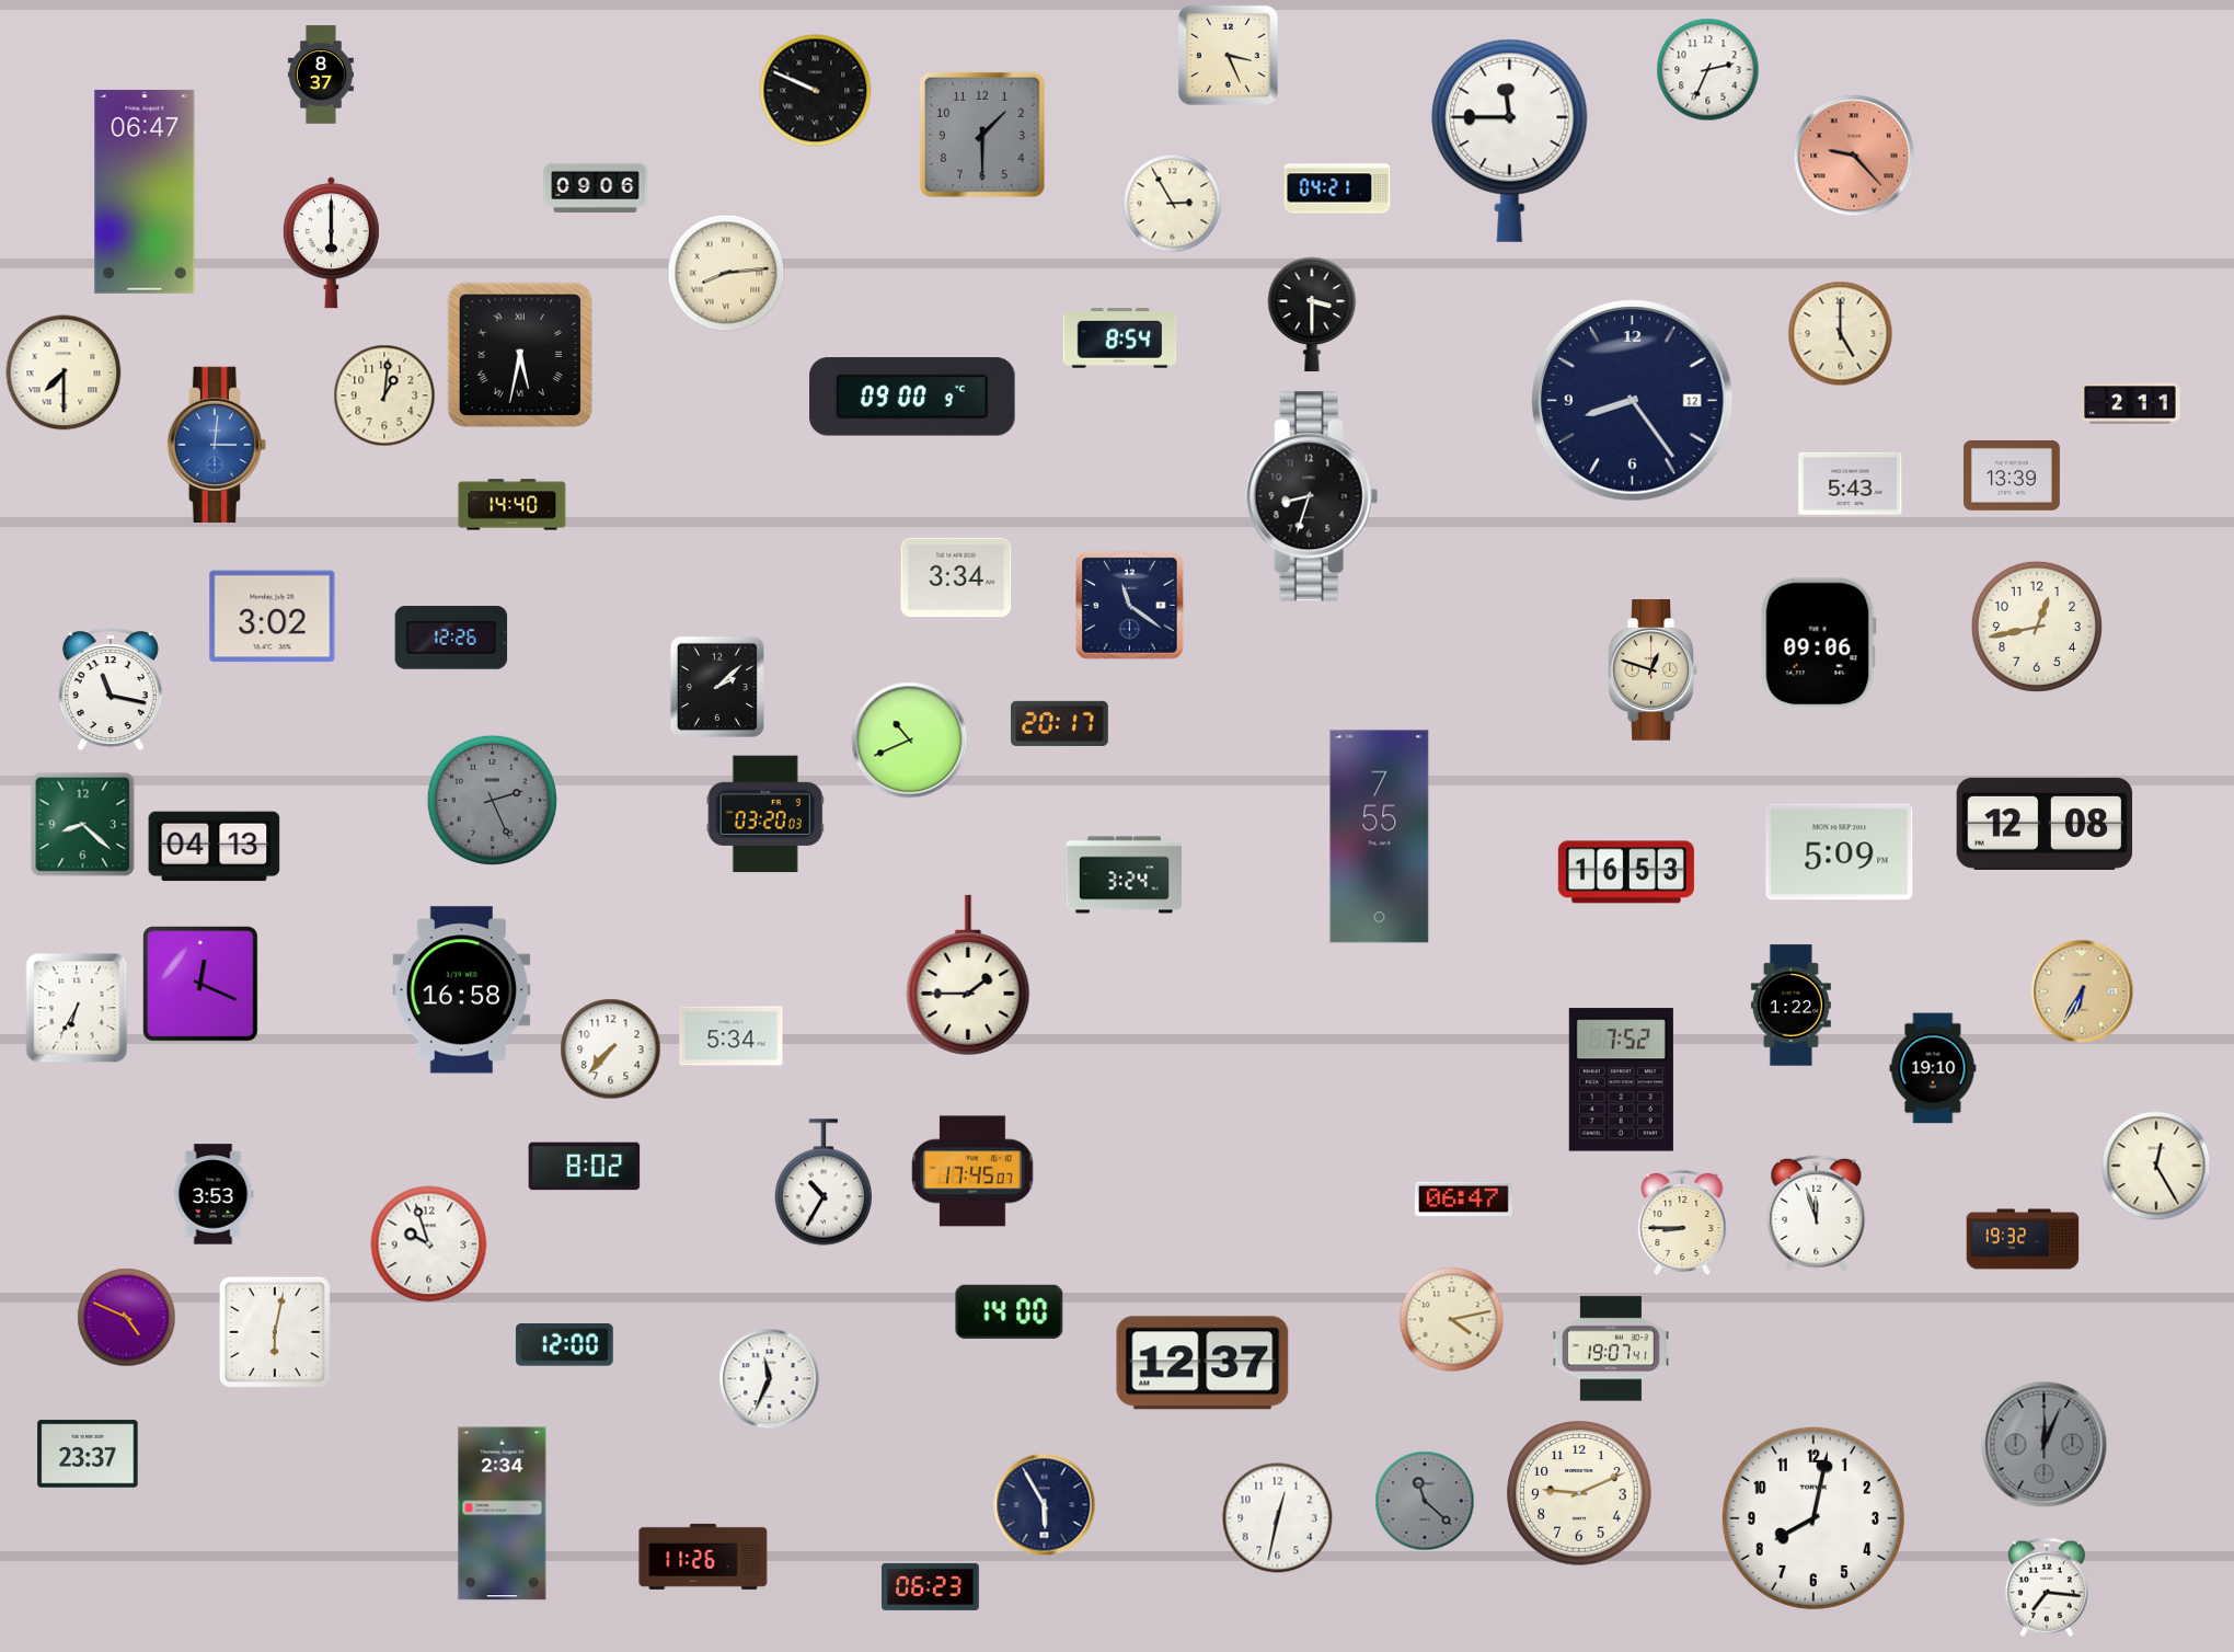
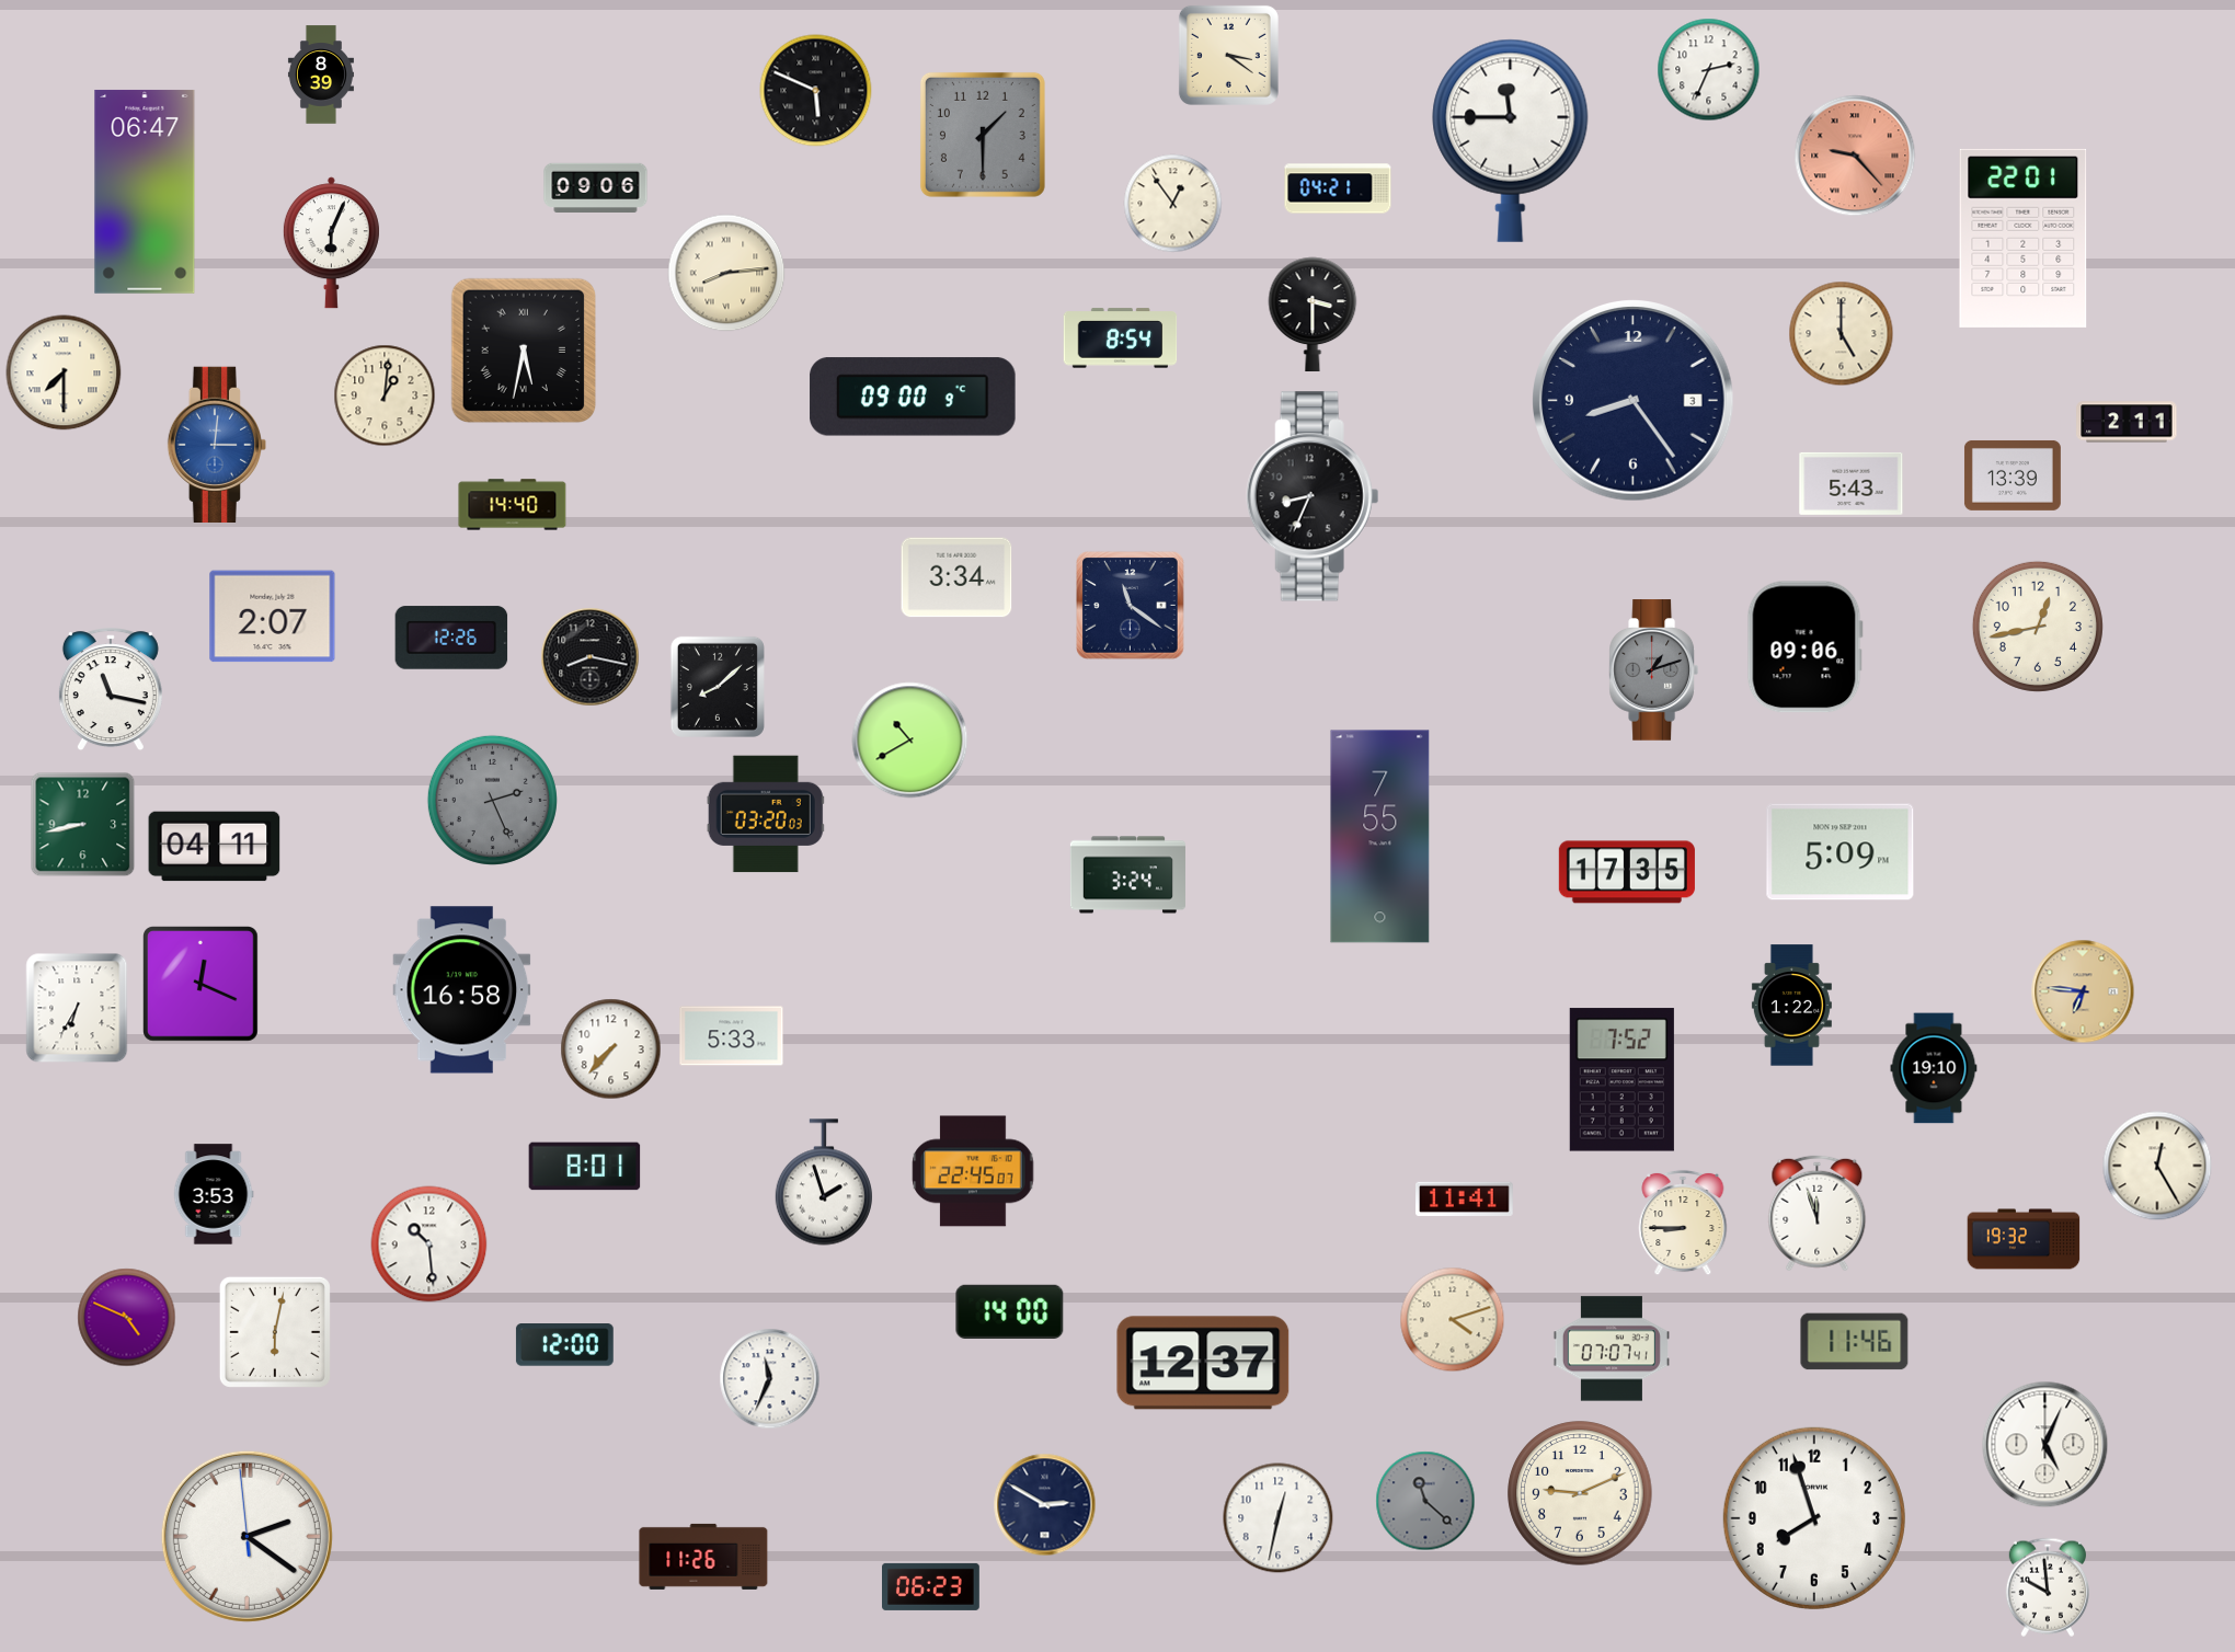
clock at (1228, 55): 3:26 -> 3:21
clock at (321, 74): 8:37 -> 8:39
clock at (816, 91): 9:49 -> 5:49
clock at (1173, 204): 2:55 -> 12:54
clock at (2024, 238): none -> 22:01
clock at (331, 243): 6:00 -> 6:04
clock at (520, 355) position: (520, 355) -> (524, 351)
clock at (1633, 401) date: 12 -> 3
clock at (2130, 403) position: (2130, 403) -> (2127, 422)
clock at (1312, 496): 8:33 -> 8:34
clock at (273, 617): 3:02 -> 2:07
clock at (1818, 644) position: (1818, 644) -> (1804, 647)
clock at (591, 657): none -> 8:17
clock at (1653, 670): 12:48 -> 1:12
clock at (1653, 670) dial: cream -> grey
clock at (717, 687): 2:08 -> 8:08
clock at (1060, 723): 20:17 -> none
clock at (910, 741): 10:41 -> 10:40
clock at (2045, 824): 12:08 -> none
clock at (83, 825): 8:22 -> 8:43
clock at (215, 847): 04:13 -> 04:11
clock at (1626, 872): 16:53 -> 17:35
clock at (1124, 875) position: (1124, 875) -> (1127, 875)
clock at (968, 975): 1:45 -> none
clock at (2082, 991): 6:35 -> 6:46
clock at (732, 1036): 5:34 -> 5:33
clock at (585, 1167): 8:02 -> 8:01
clock at (972, 1171): 17:45 -> 22:45
clock at (824, 1182): 10:35 -> 1:57
clock at (1464, 1198): 06:47 -> 11:41
clock at (429, 1244): 9:57 -> 10:29
clock at (1452, 1320): 4:13 -> 4:12
clock at (1855, 1342): none -> 11:46
clock at (1611, 1349): 19:07 -> 07:07
clock at (2045, 1445): 12:04 -> 5:04
clock at (2045, 1445) dial: grey -> white
clock at (88, 1454): 23:37 -> none
clock at (1045, 1505): 5:55 -> 2:50
clock at (503, 1514): 2:34 -> none
clock at (1813, 1518): 8:02 -> 7:57
clock at (247, 1536): none -> 2:20
clock at (2047, 1587): 7:16 -> 9:59
